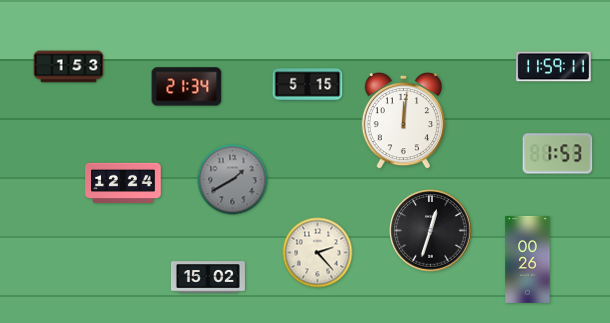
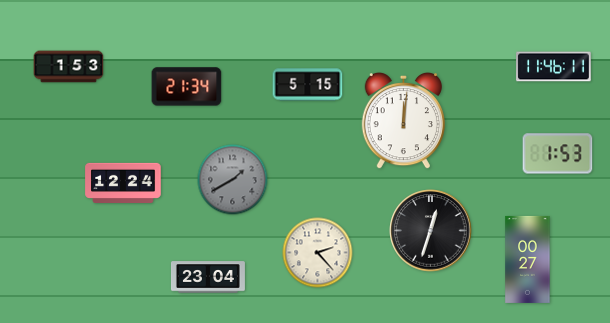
clock at (554, 67): 11:59 -> 11:46
clock at (528, 259): 00:26 -> 00:27
clock at (208, 277): 15:02 -> 23:04
